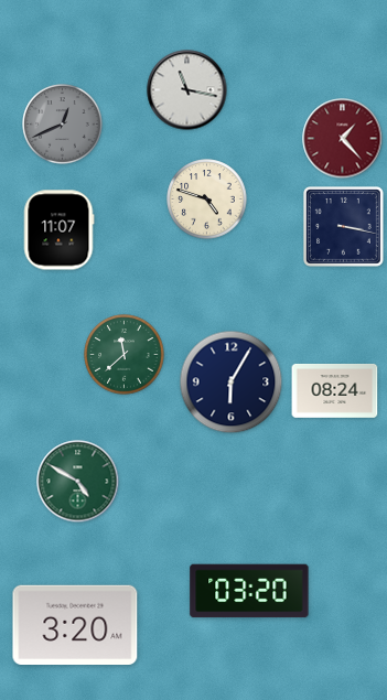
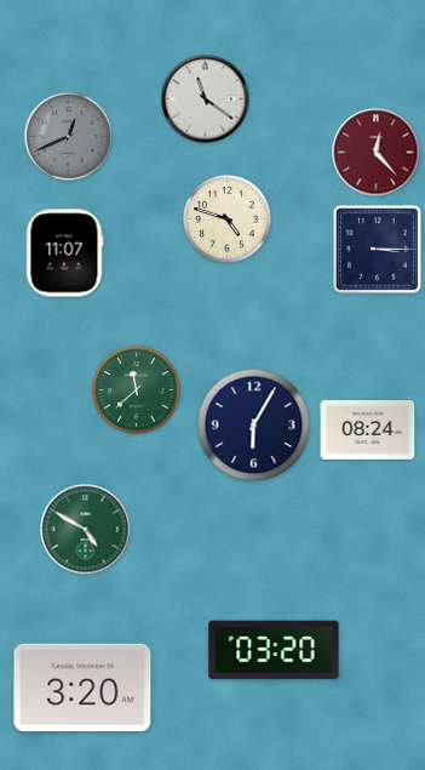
clock at (187, 90): 11:17 -> 11:21
clock at (343, 139): 1:23 -> 12:23
clock at (344, 227): 3:17 -> 3:15
clock at (232, 383) position: (232, 383) -> (254, 426)
